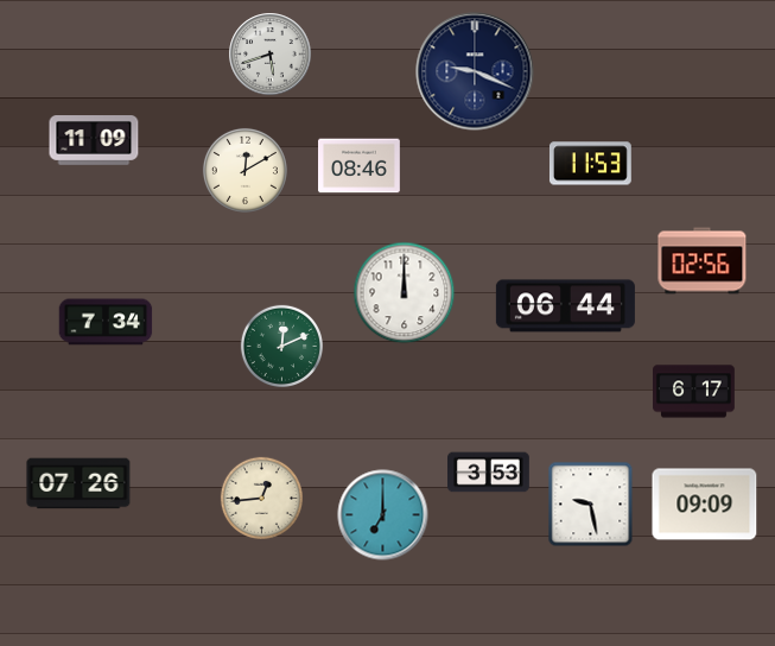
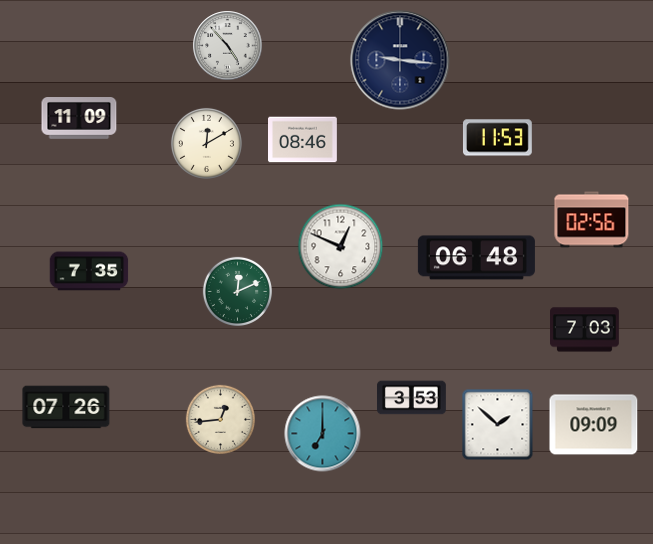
clock at (271, 55): 5:42 -> 4:53
clock at (475, 71): 9:19 -> 9:16
clock at (405, 293): 12:00 -> 12:49
clock at (565, 306): 06:44 -> 06:48
clock at (106, 322): 7:34 -> 7:35
clock at (694, 392): 6:17 -> 7:03
clock at (591, 505): 9:28 -> 1:52
